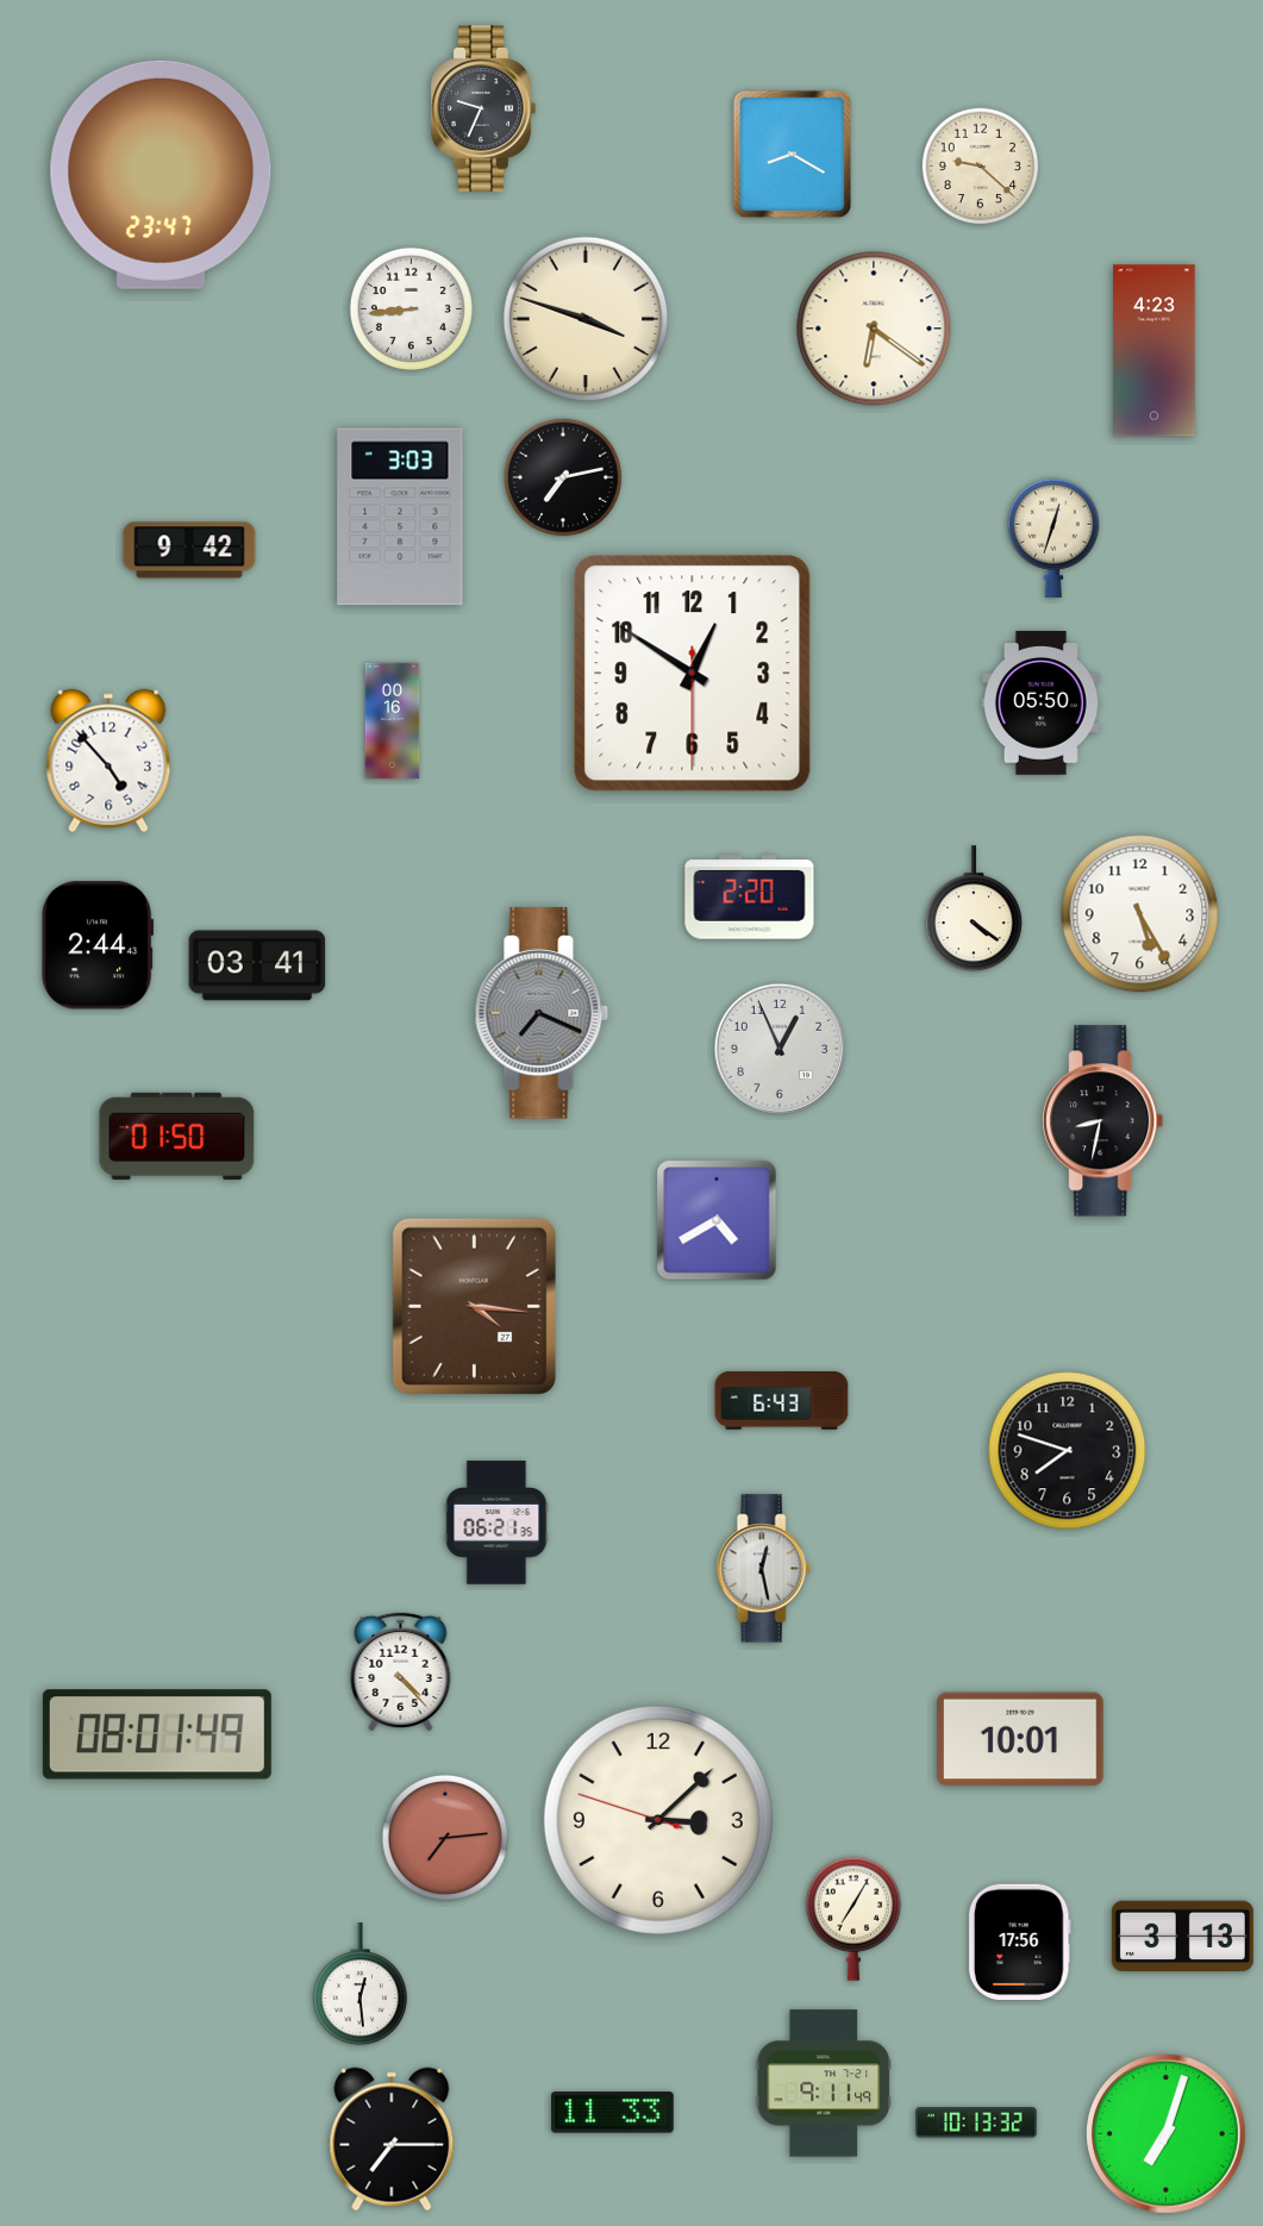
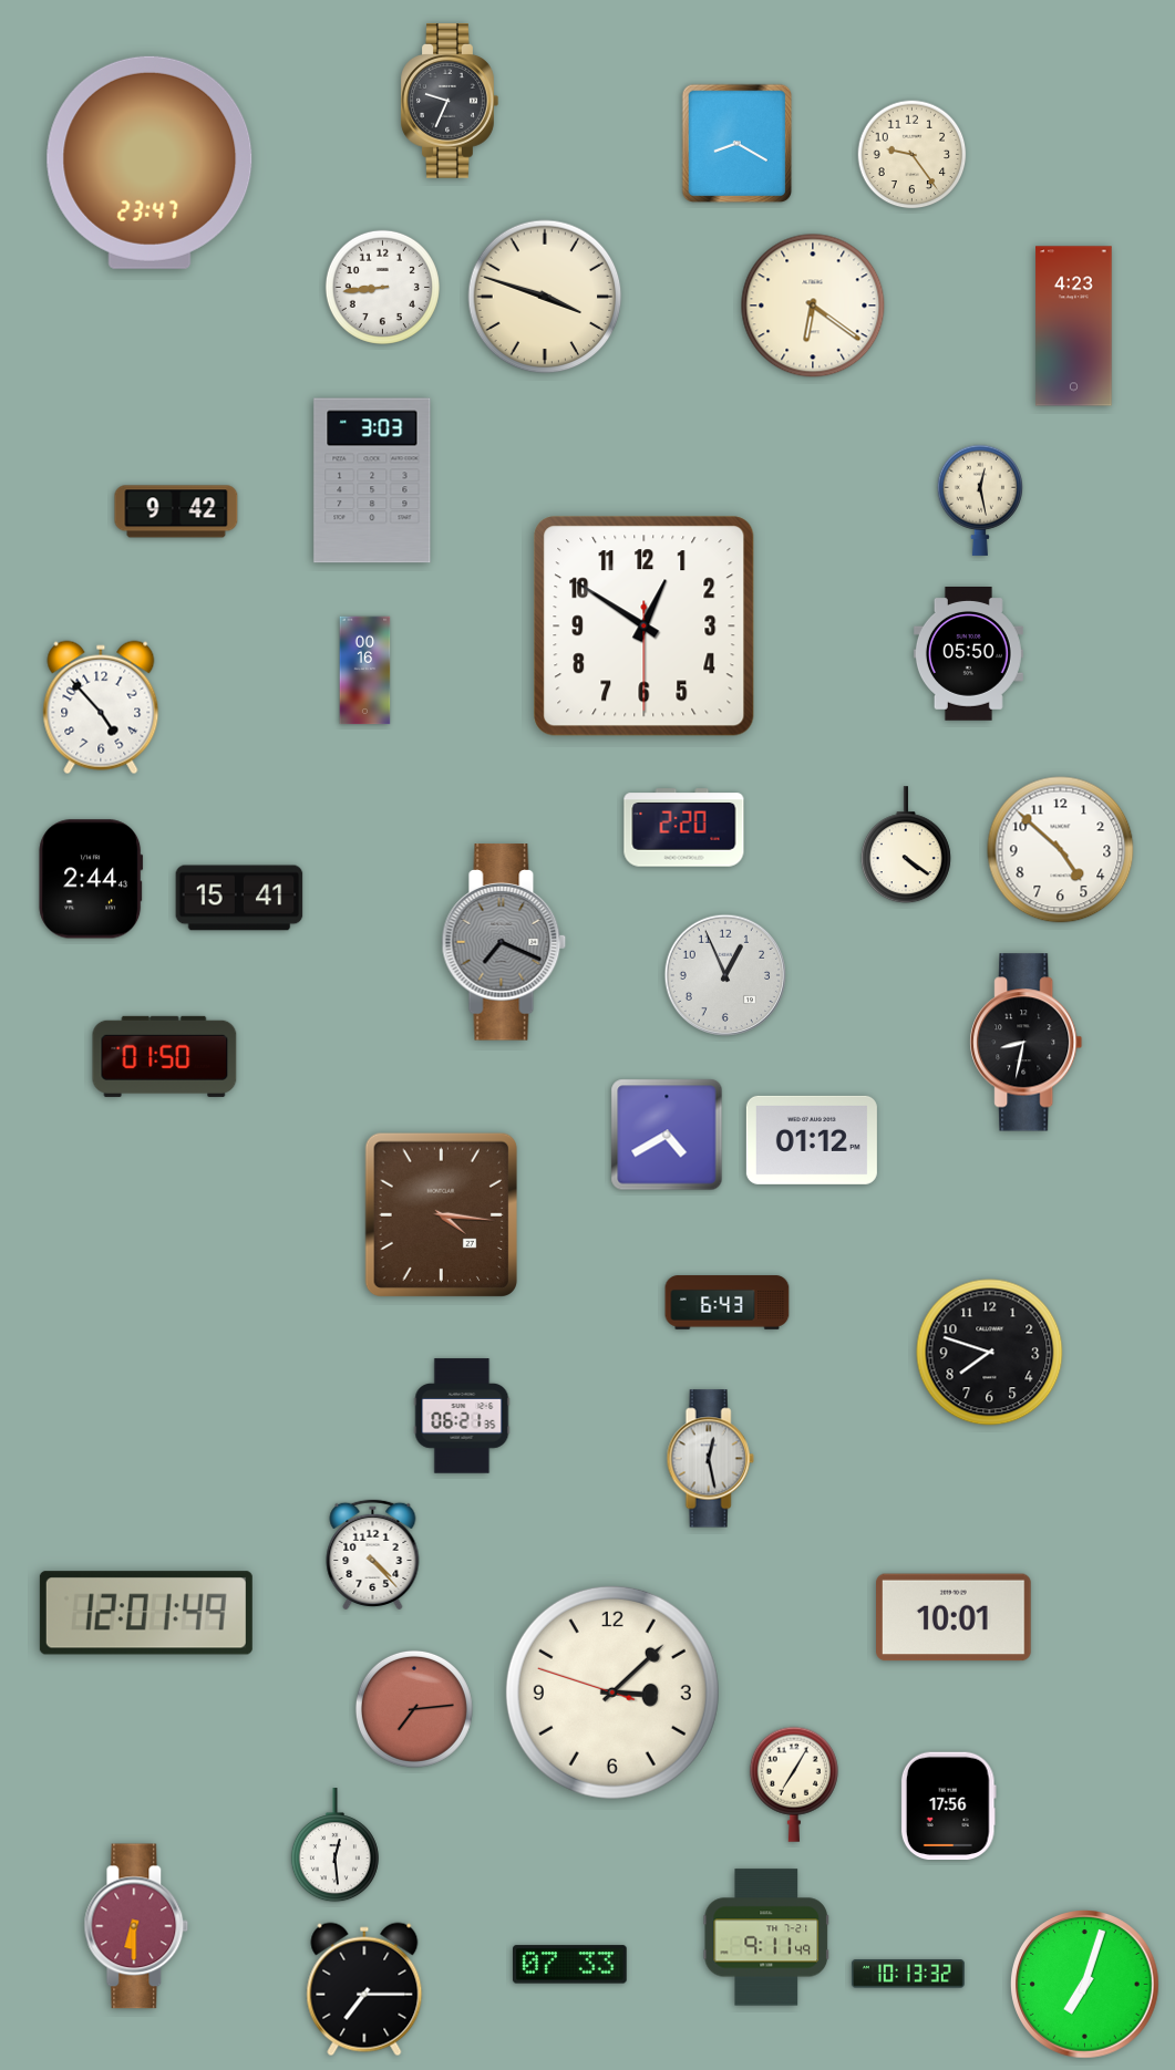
clock at (981, 167): 9:22 -> 9:24
clock at (563, 477): 7:13 -> none
clock at (1052, 538): 12:33 -> 12:28
clock at (750, 898) position: (750, 898) -> (684, 828)
clock at (1140, 914): 5:25 -> 4:52
clock at (257, 965): 03:41 -> 15:41
clock at (812, 1140): none -> 01:12
clock at (1068, 1451) position: (1068, 1451) -> (990, 1353)
clock at (157, 1734): 08:01 -> 12:01
clock at (1021, 1739) position: (1021, 1739) -> (955, 1617)
clock at (1182, 1937): 3:13 -> none
clock at (136, 1926): none -> 6:30
clock at (613, 2113): 11:33 -> 07:33
